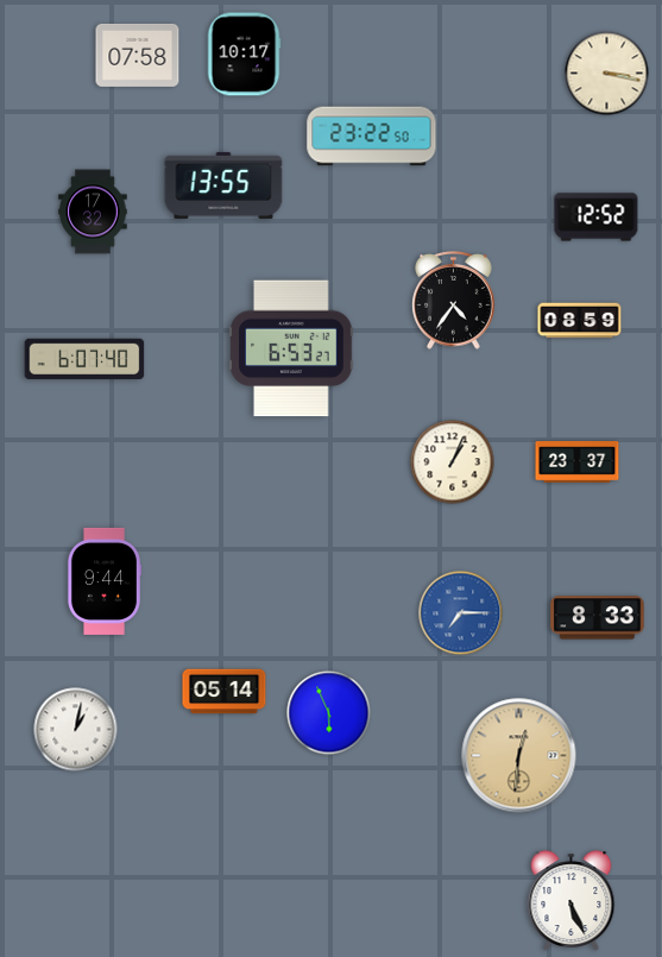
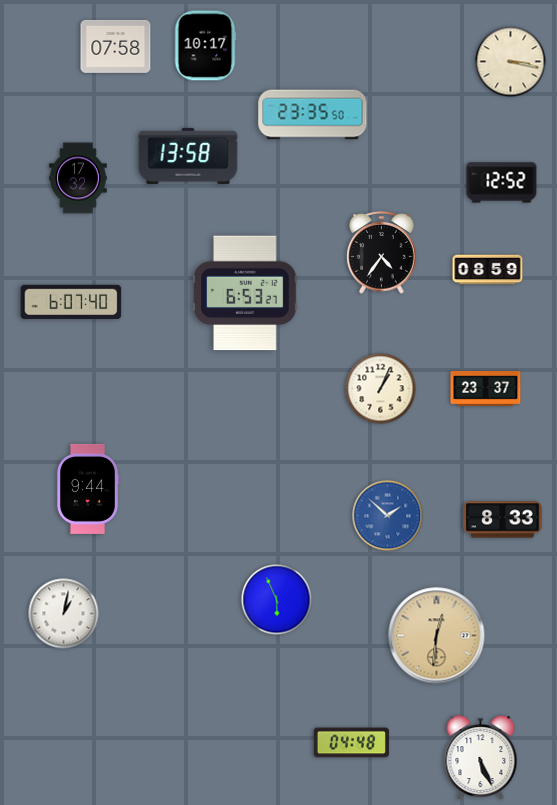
clock at (372, 137): 23:22 -> 23:35
clock at (223, 185): 13:55 -> 13:58
clock at (461, 613): 7:15 -> 1:52
clock at (225, 692): 05:14 -> none
clock at (351, 743): none -> 04:48
